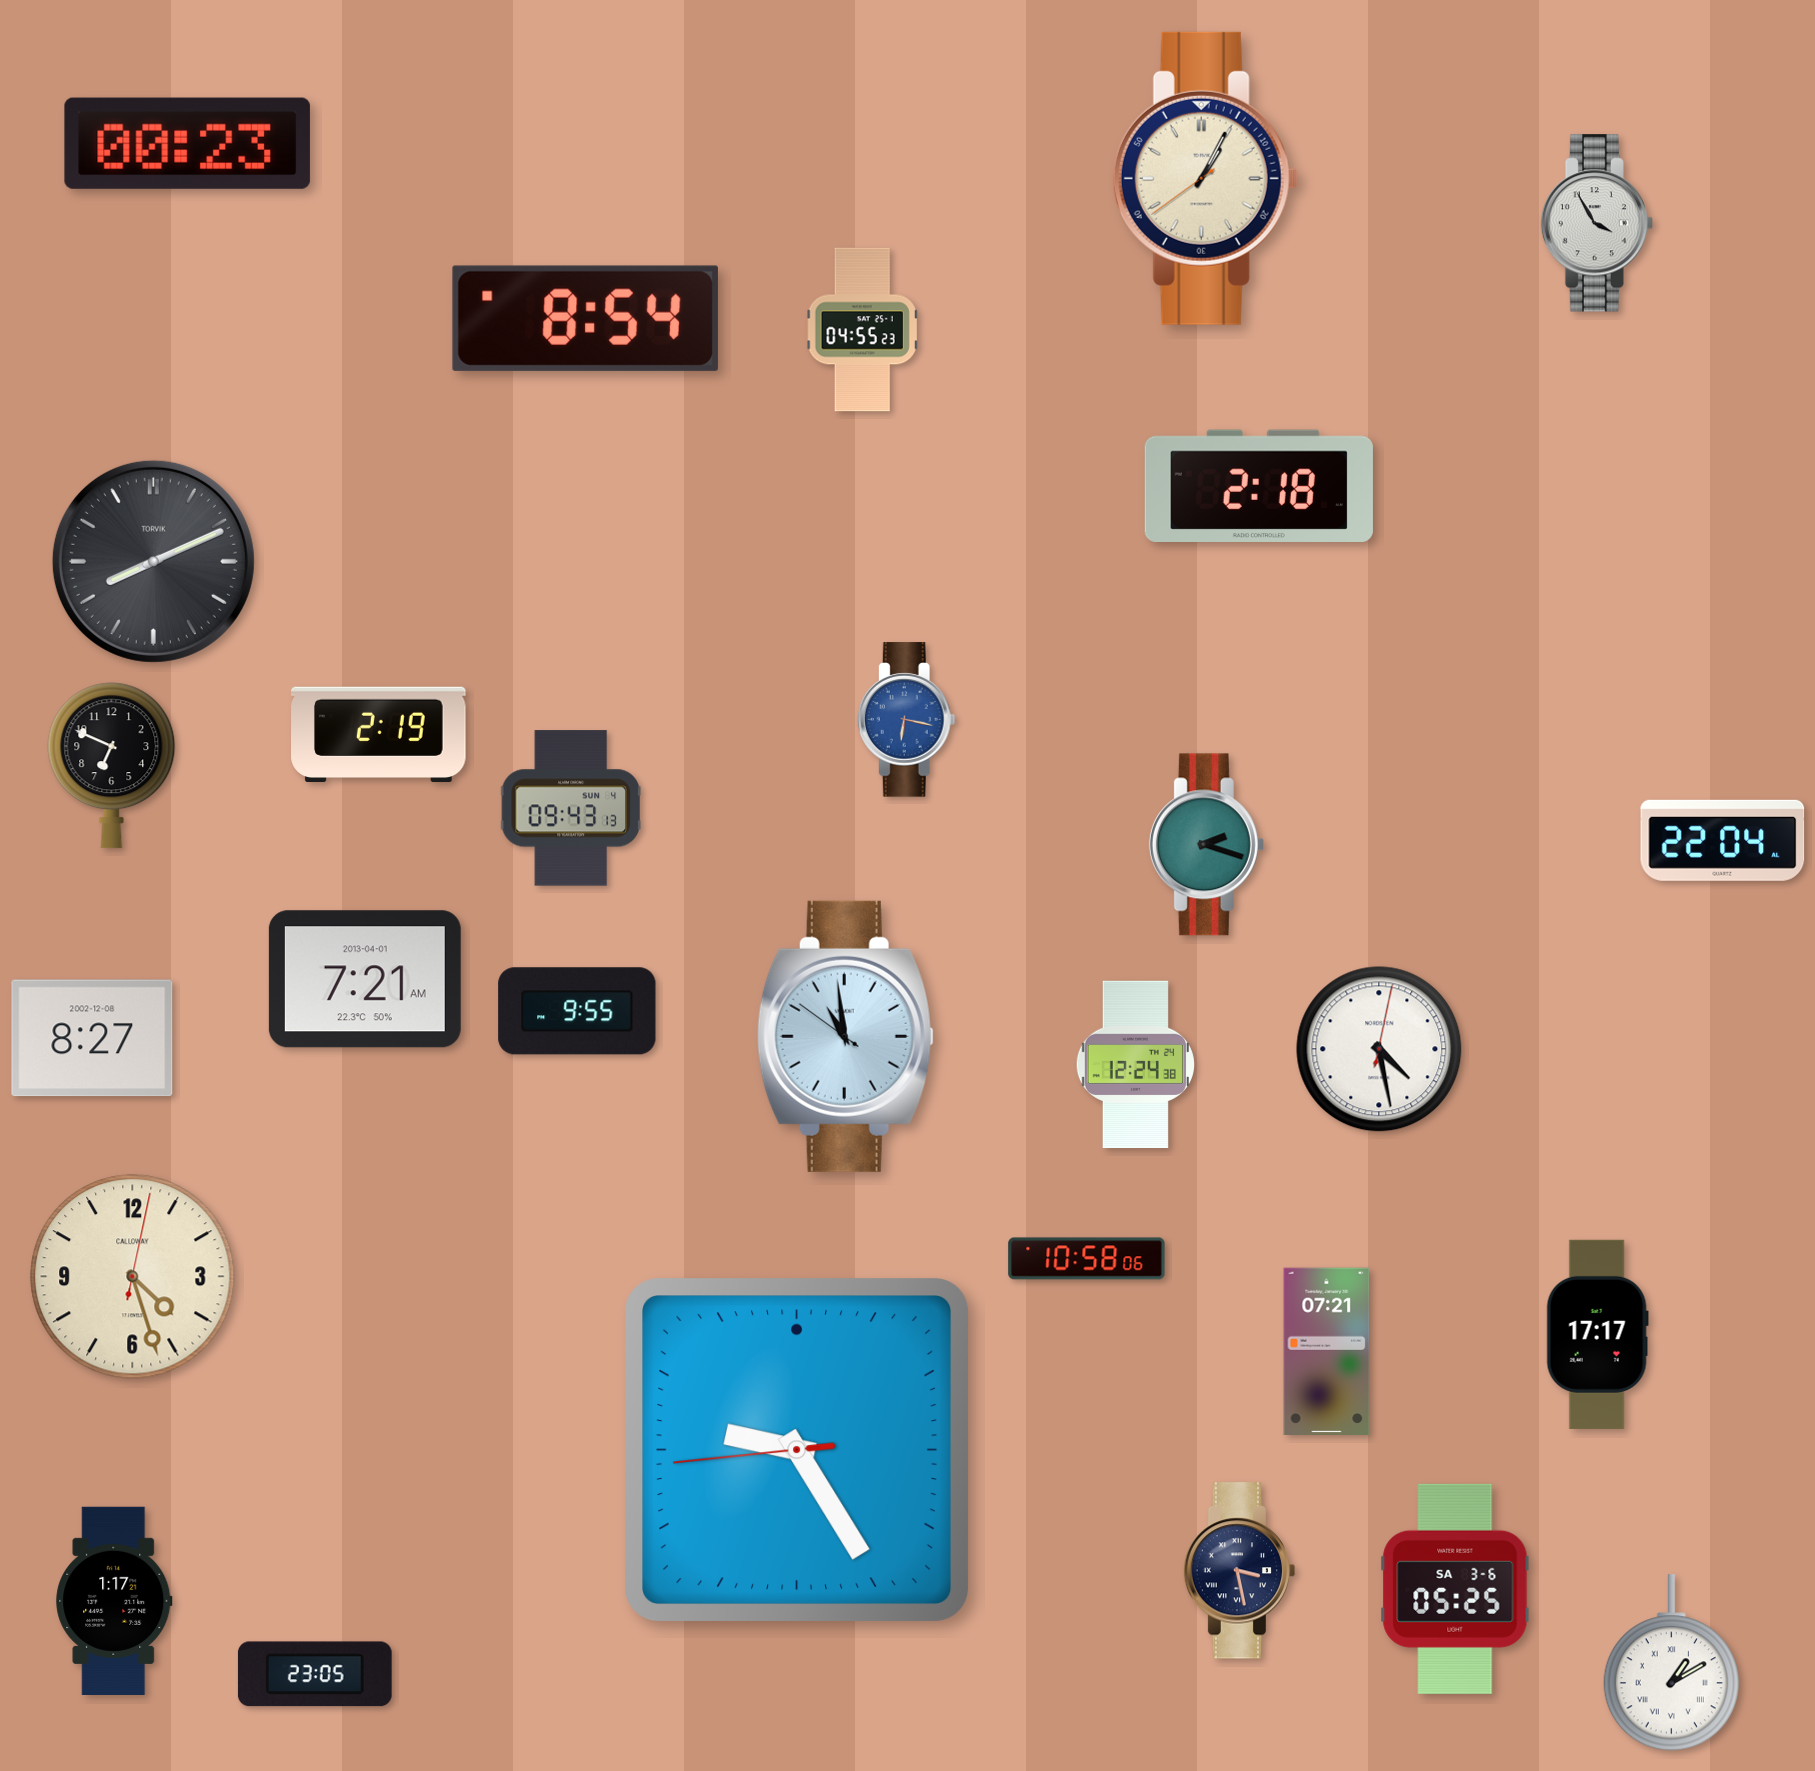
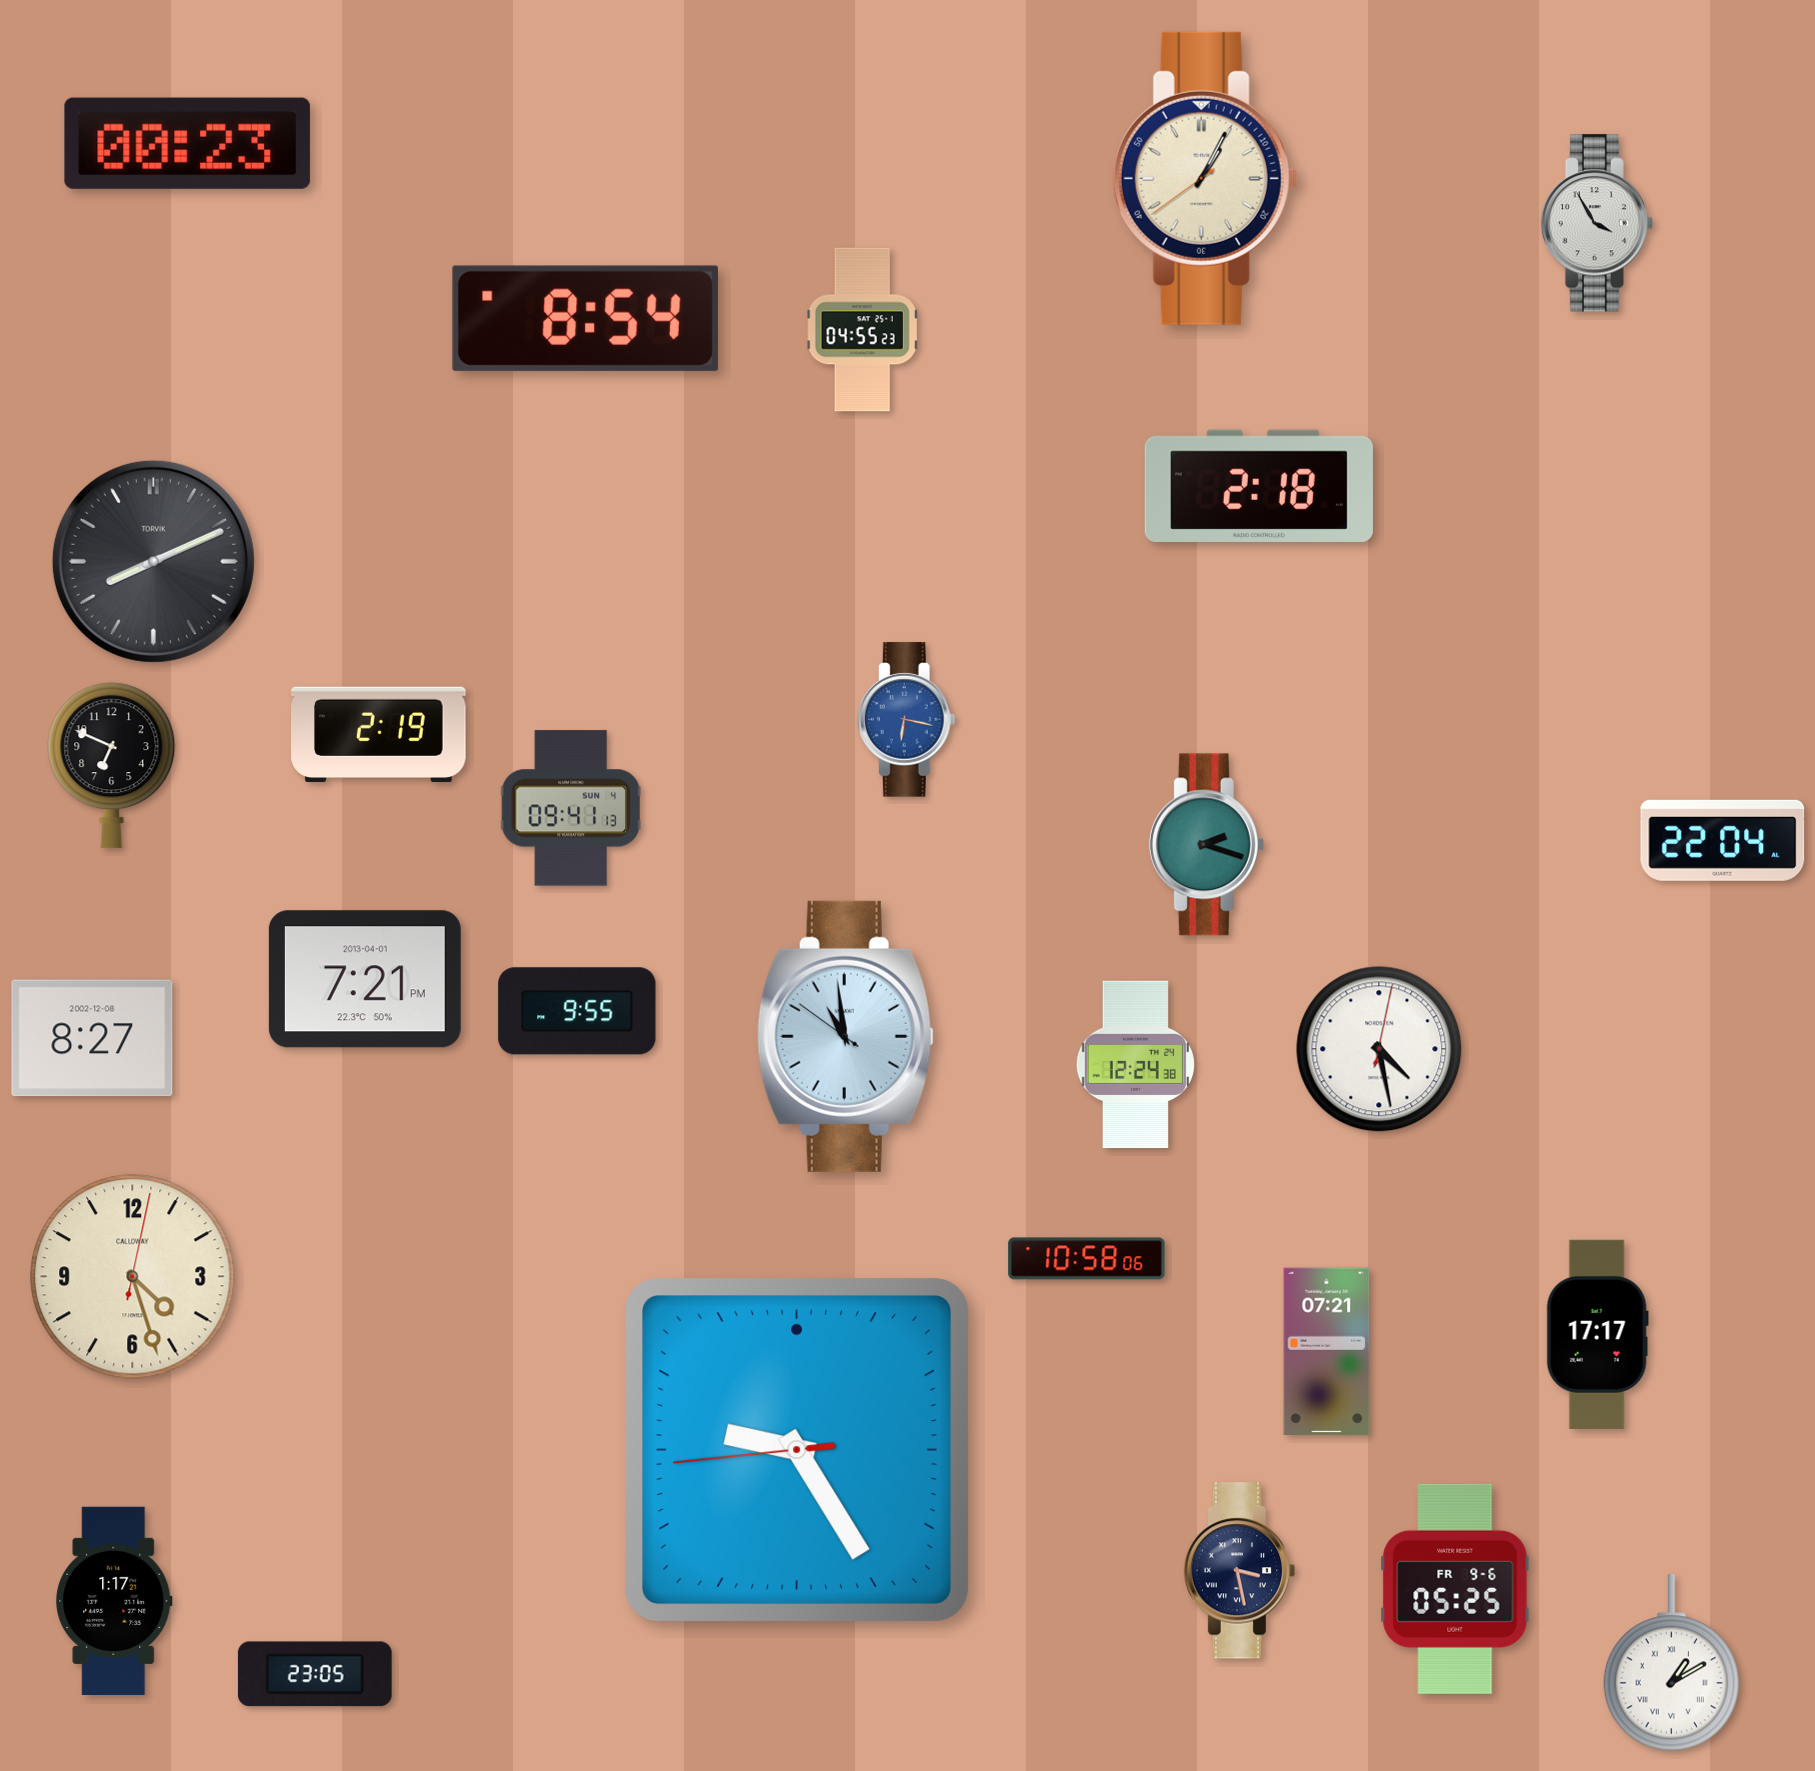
clock at (571, 808): 09:43 -> 09:41
clock at (365, 979): 7:21 AM -> 7:21 PM
clock at (1455, 1589) date: SA 3-6 -> FR 9-6
